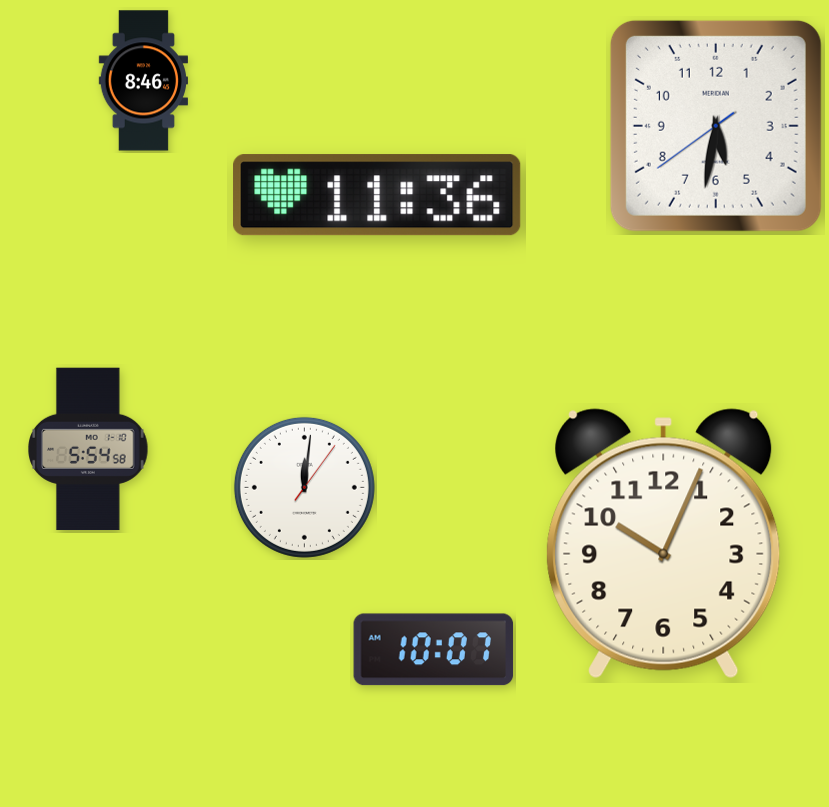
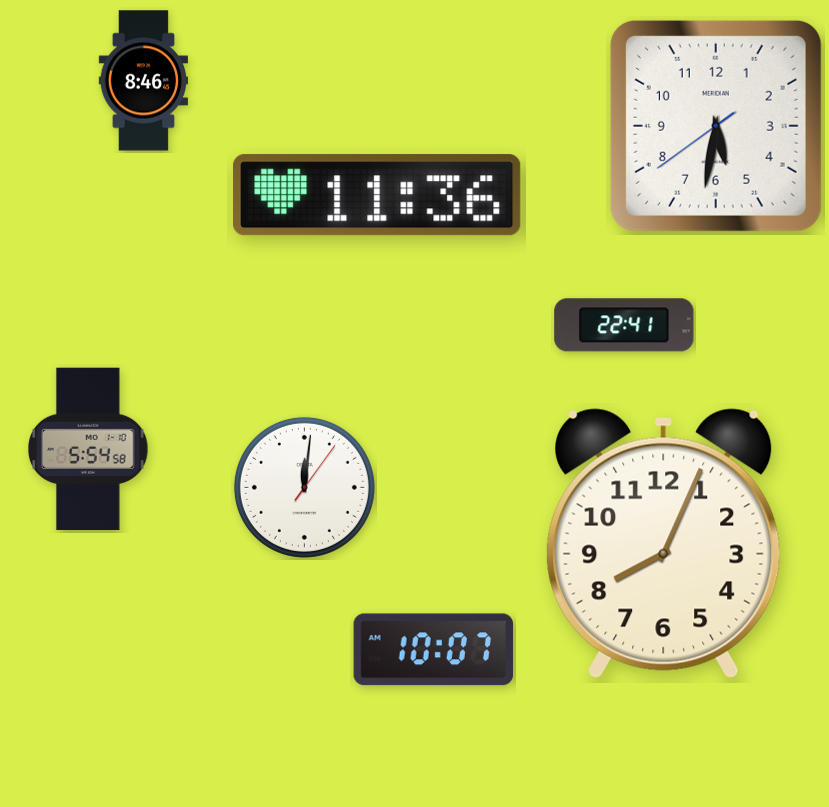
clock at (624, 325): none -> 22:41
clock at (664, 544): 10:04 -> 8:04
